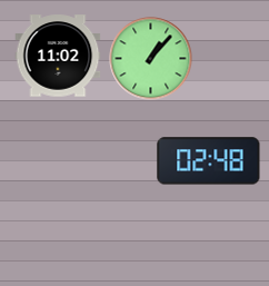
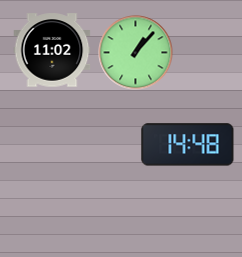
clock at (209, 161): 02:48 -> 14:48
